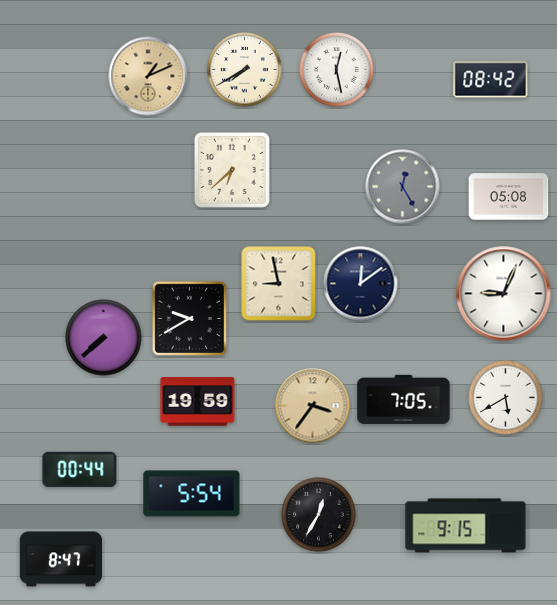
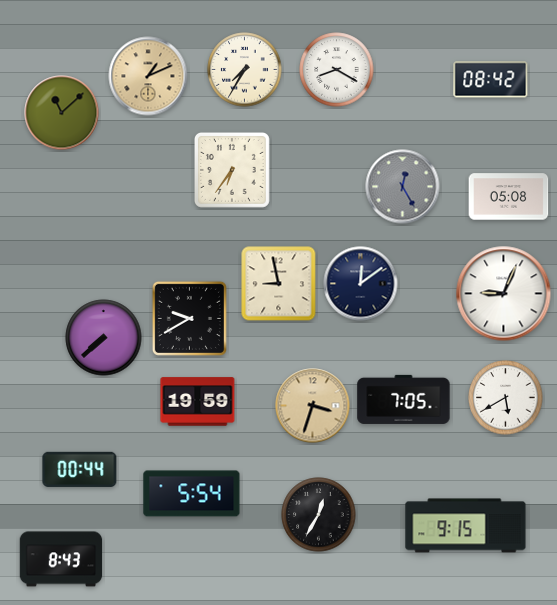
clock at (245, 70): 7:40 -> 7:35
clock at (337, 70): 12:28 -> 8:20
clock at (62, 113): none -> 11:08
clock at (232, 170): 6:38 -> 6:36
clock at (313, 406): 3:36 -> 3:33
clock at (61, 559): 8:47 -> 8:43
